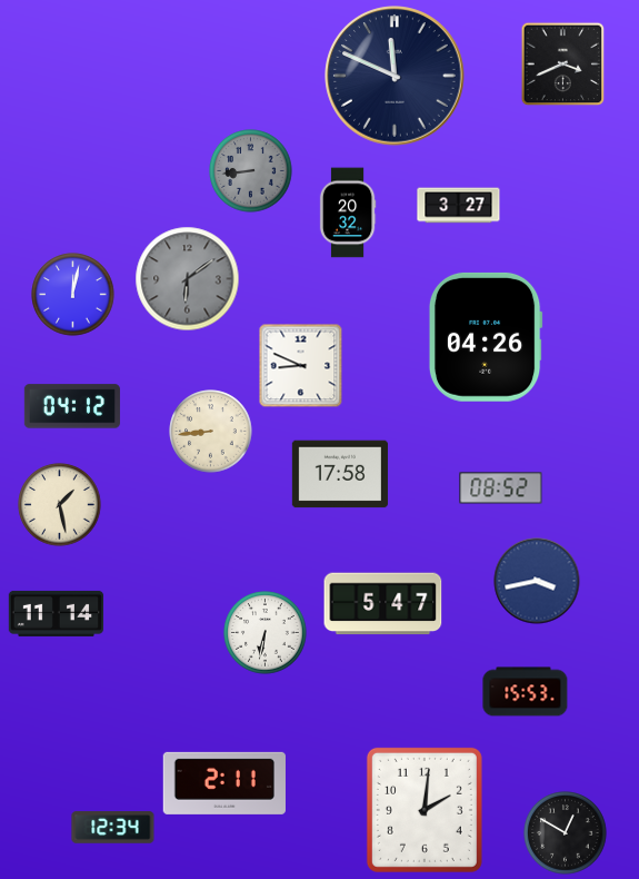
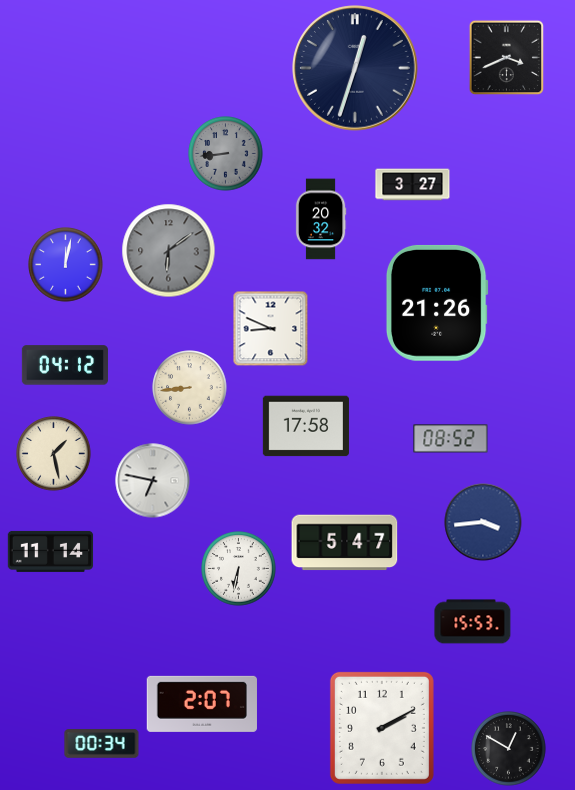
clock at (395, 76): 11:49 -> 12:33
clock at (348, 213) position: (348, 213) -> (321, 219)
clock at (486, 337): 04:26 -> 21:26
clock at (153, 481): none -> 6:47
clock at (537, 581): 3:43 -> 3:44
clock at (224, 783): 2:11 -> 2:07
clock at (425, 810): 2:01 -> 2:10
clock at (113, 828): 12:34 -> 00:34
